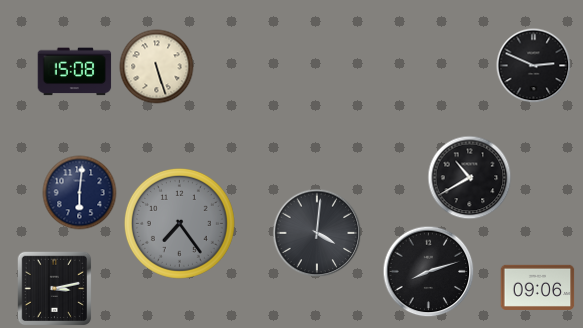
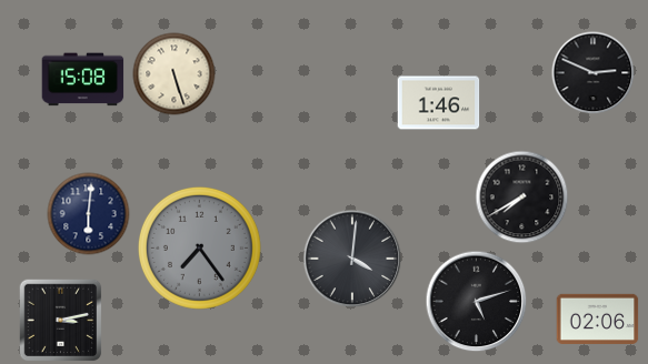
clock at (439, 103): none -> 1:46
clock at (470, 178): 10:40 -> 7:40
clock at (429, 272): 8:12 -> 5:12
clock at (538, 287): 09:06 -> 02:06
